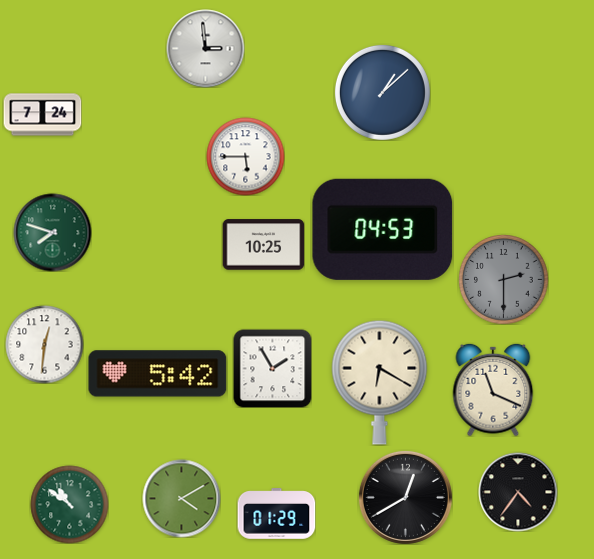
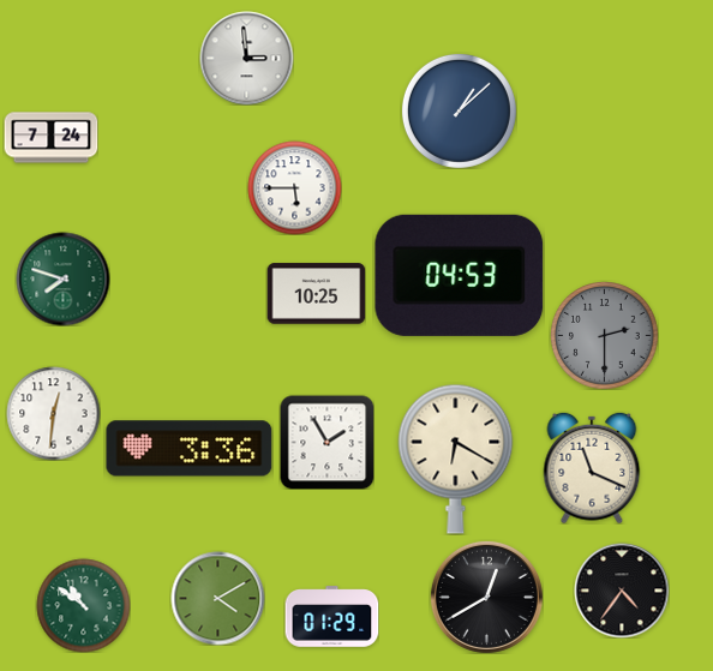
clock at (158, 374): 5:42 -> 3:36
